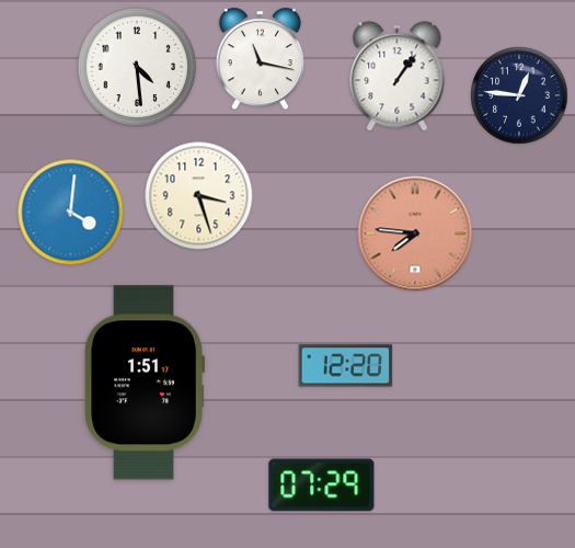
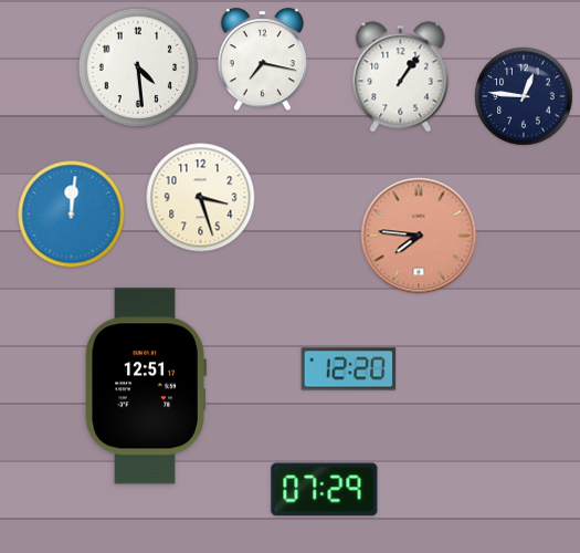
clock at (260, 59): 11:17 -> 7:17
clock at (71, 213): 4:01 -> 12:01
clock at (145, 383): 1:51 -> 12:51
